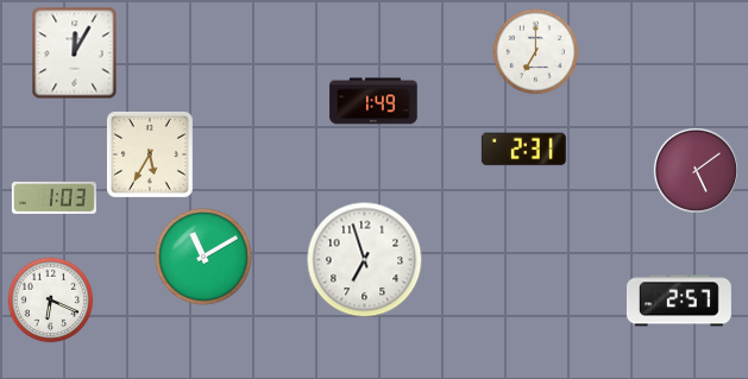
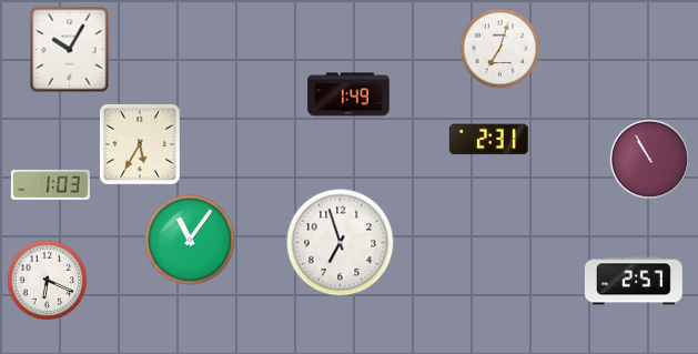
clock at (536, 52): 7:00 -> 7:03
clock at (75, 53): 12:05 -> 10:05
clock at (696, 170): 5:09 -> 10:55
clock at (205, 258): 11:10 -> 11:06
